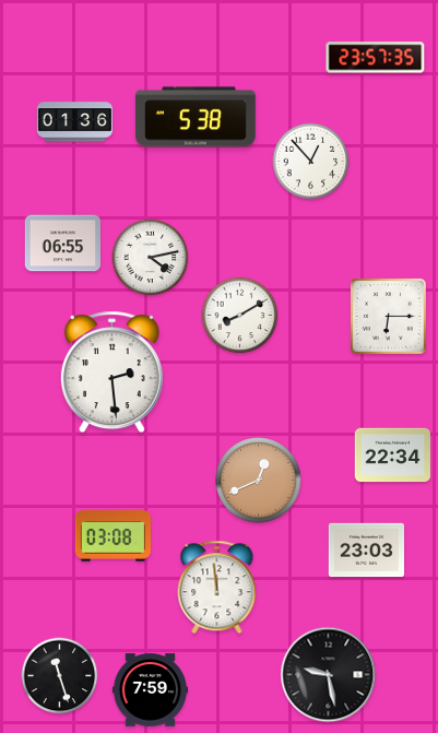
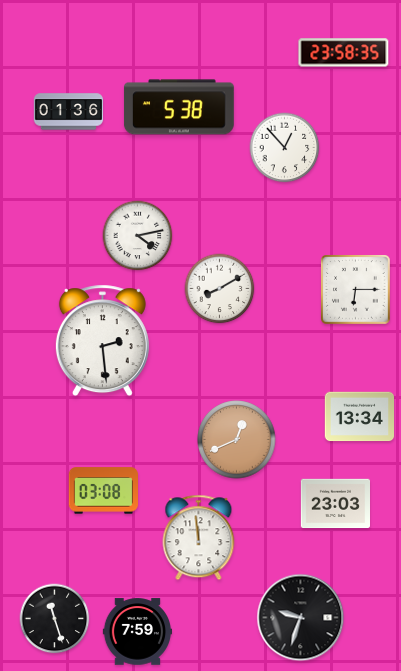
clock at (376, 58): 23:57 -> 23:58
clock at (62, 244): 06:55 -> none
clock at (392, 456): 22:34 -> 13:34
clock at (329, 675): 9:28 -> 9:33
